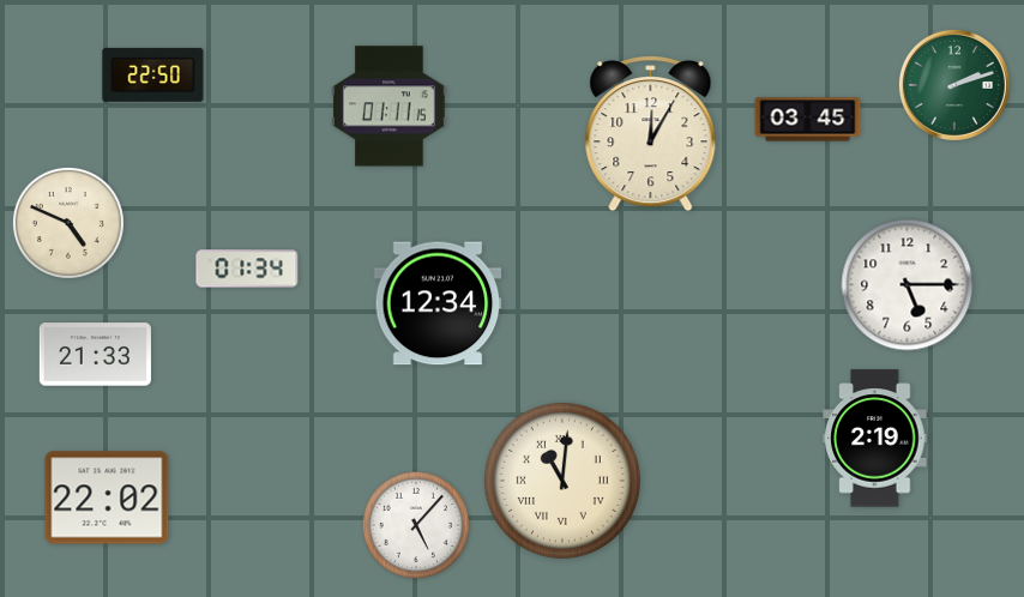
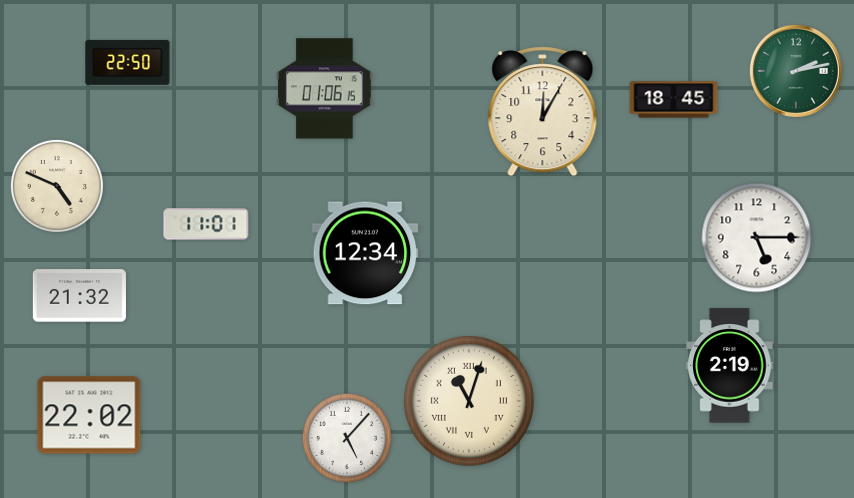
clock at (954, 85): 2:12 -> 2:13
clock at (390, 107): 01:11 -> 01:06
clock at (808, 120): 03:45 -> 18:45
clock at (247, 269): 01:34 -> 11:01
clock at (95, 355): 21:33 -> 21:32
clock at (562, 481): 11:01 -> 11:03
